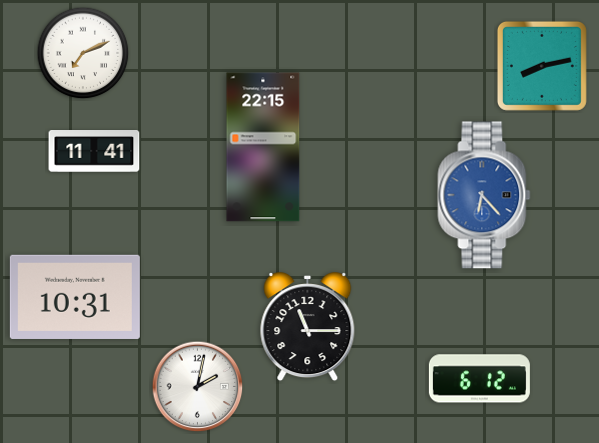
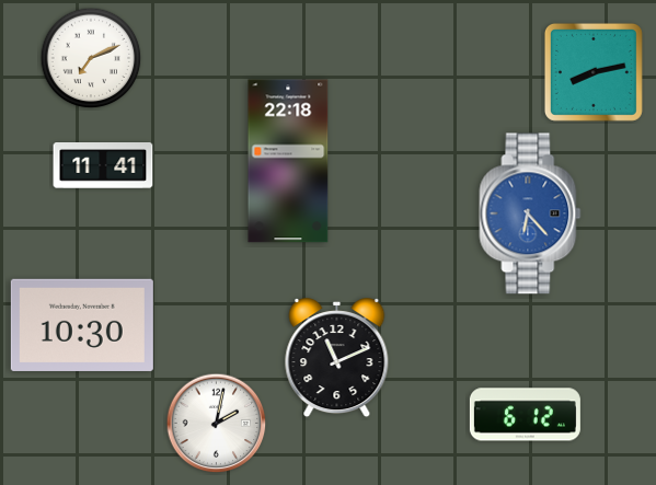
clock at (263, 147): 22:15 -> 22:18
clock at (75, 297): 10:31 -> 10:30
clock at (308, 327): 11:15 -> 11:11
